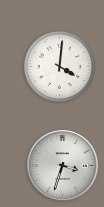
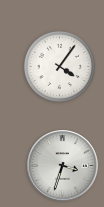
clock at (59, 66): 4:01 -> 4:06
